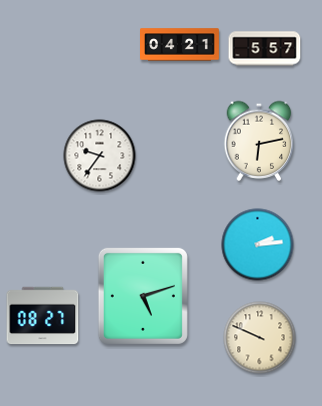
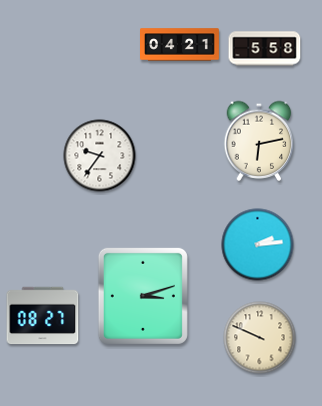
clock at (265, 49): 5:57 -> 5:58
clock at (143, 296): 5:12 -> 3:12
